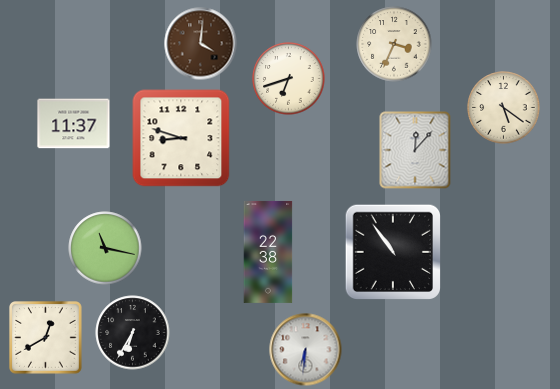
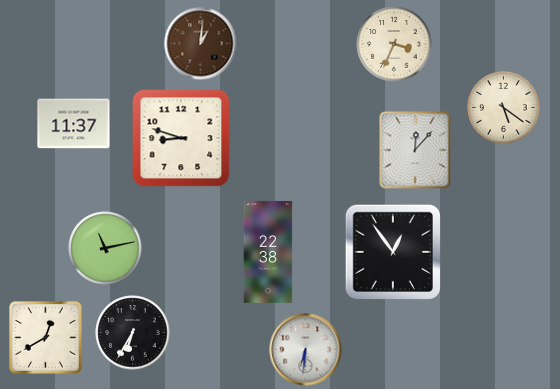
clock at (201, 44): 4:01 -> 1:01
clock at (289, 79): 6:42 -> none
clock at (105, 248): 11:17 -> 11:13
clock at (392, 251): 10:54 -> 12:54
